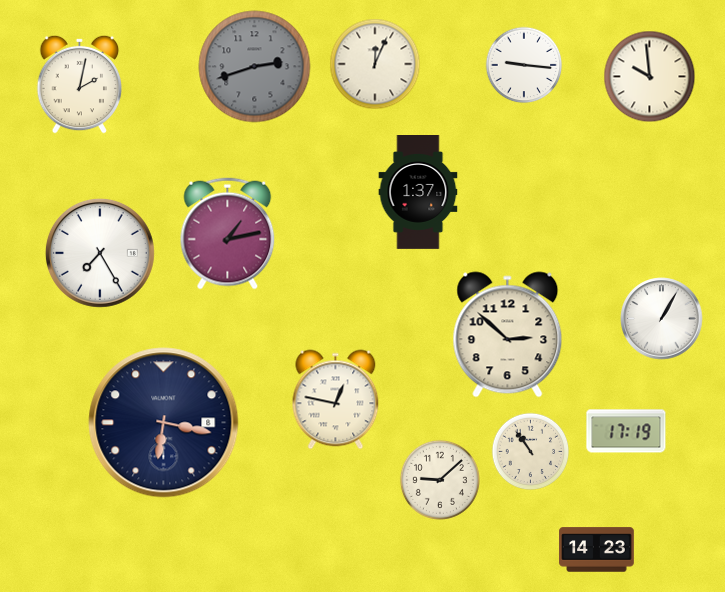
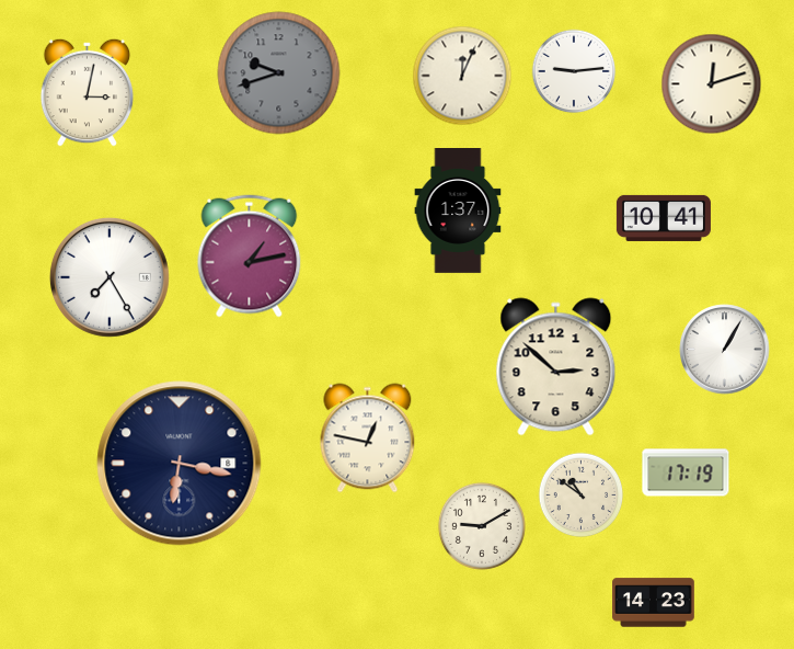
clock at (375, 64) position: (375, 64) -> (462, 76)
clock at (524, 65): 9:16 -> 9:14
clock at (255, 67): 2:42 -> 9:42
clock at (650, 77): 9:59 -> 12:12
clock at (80, 84): 2:02 -> 3:02
clock at (664, 218): none -> 10:41
clock at (531, 452): 10:54 -> 10:51
clock at (440, 480): 9:08 -> 9:10
